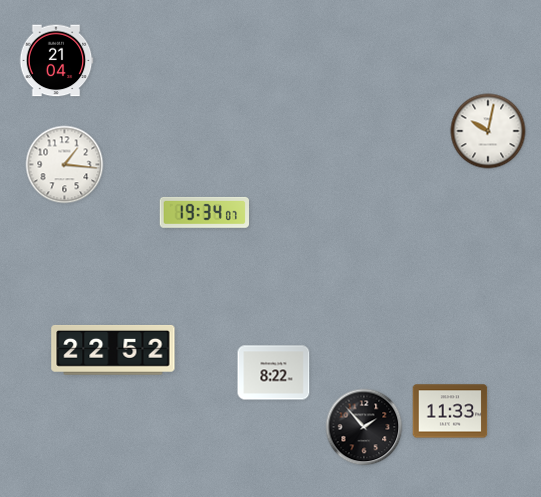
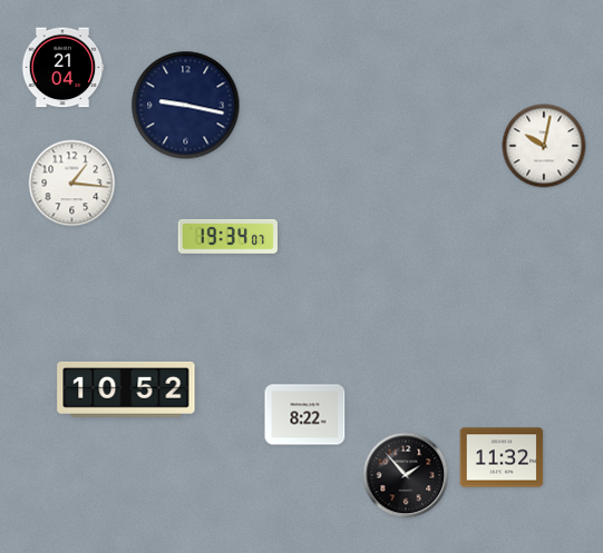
clock at (186, 106): none -> 9:17
clock at (113, 350): 22:52 -> 10:52
clock at (450, 411): 11:33 -> 11:32
